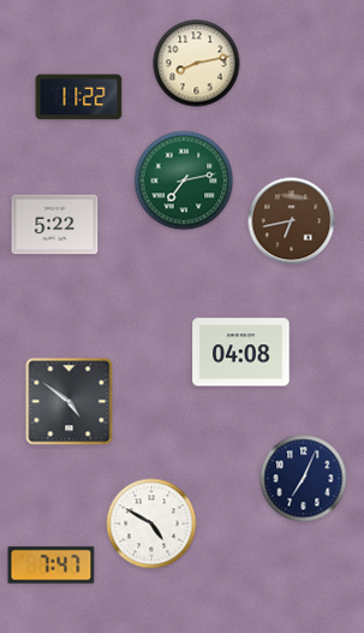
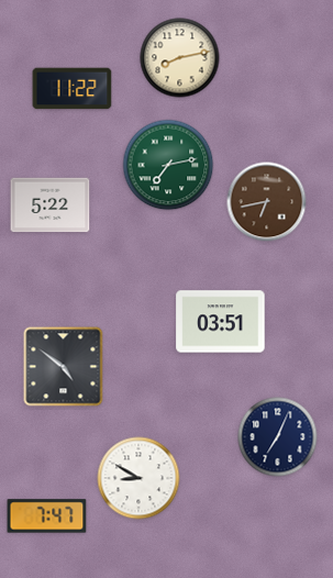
clock at (241, 353): 04:08 -> 03:51
clock at (151, 523): 4:50 -> 8:50
